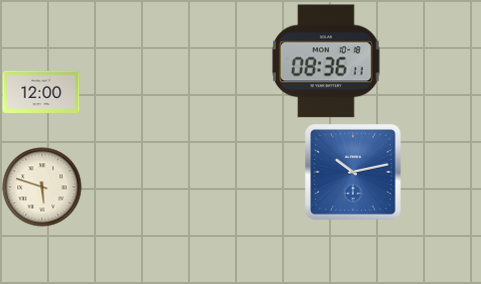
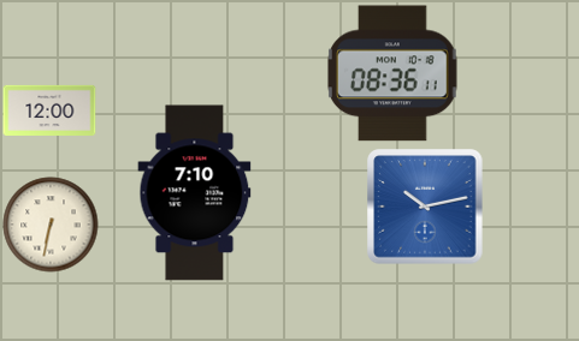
clock at (195, 193): none -> 7:10
clock at (42, 187): 5:48 -> 6:32
